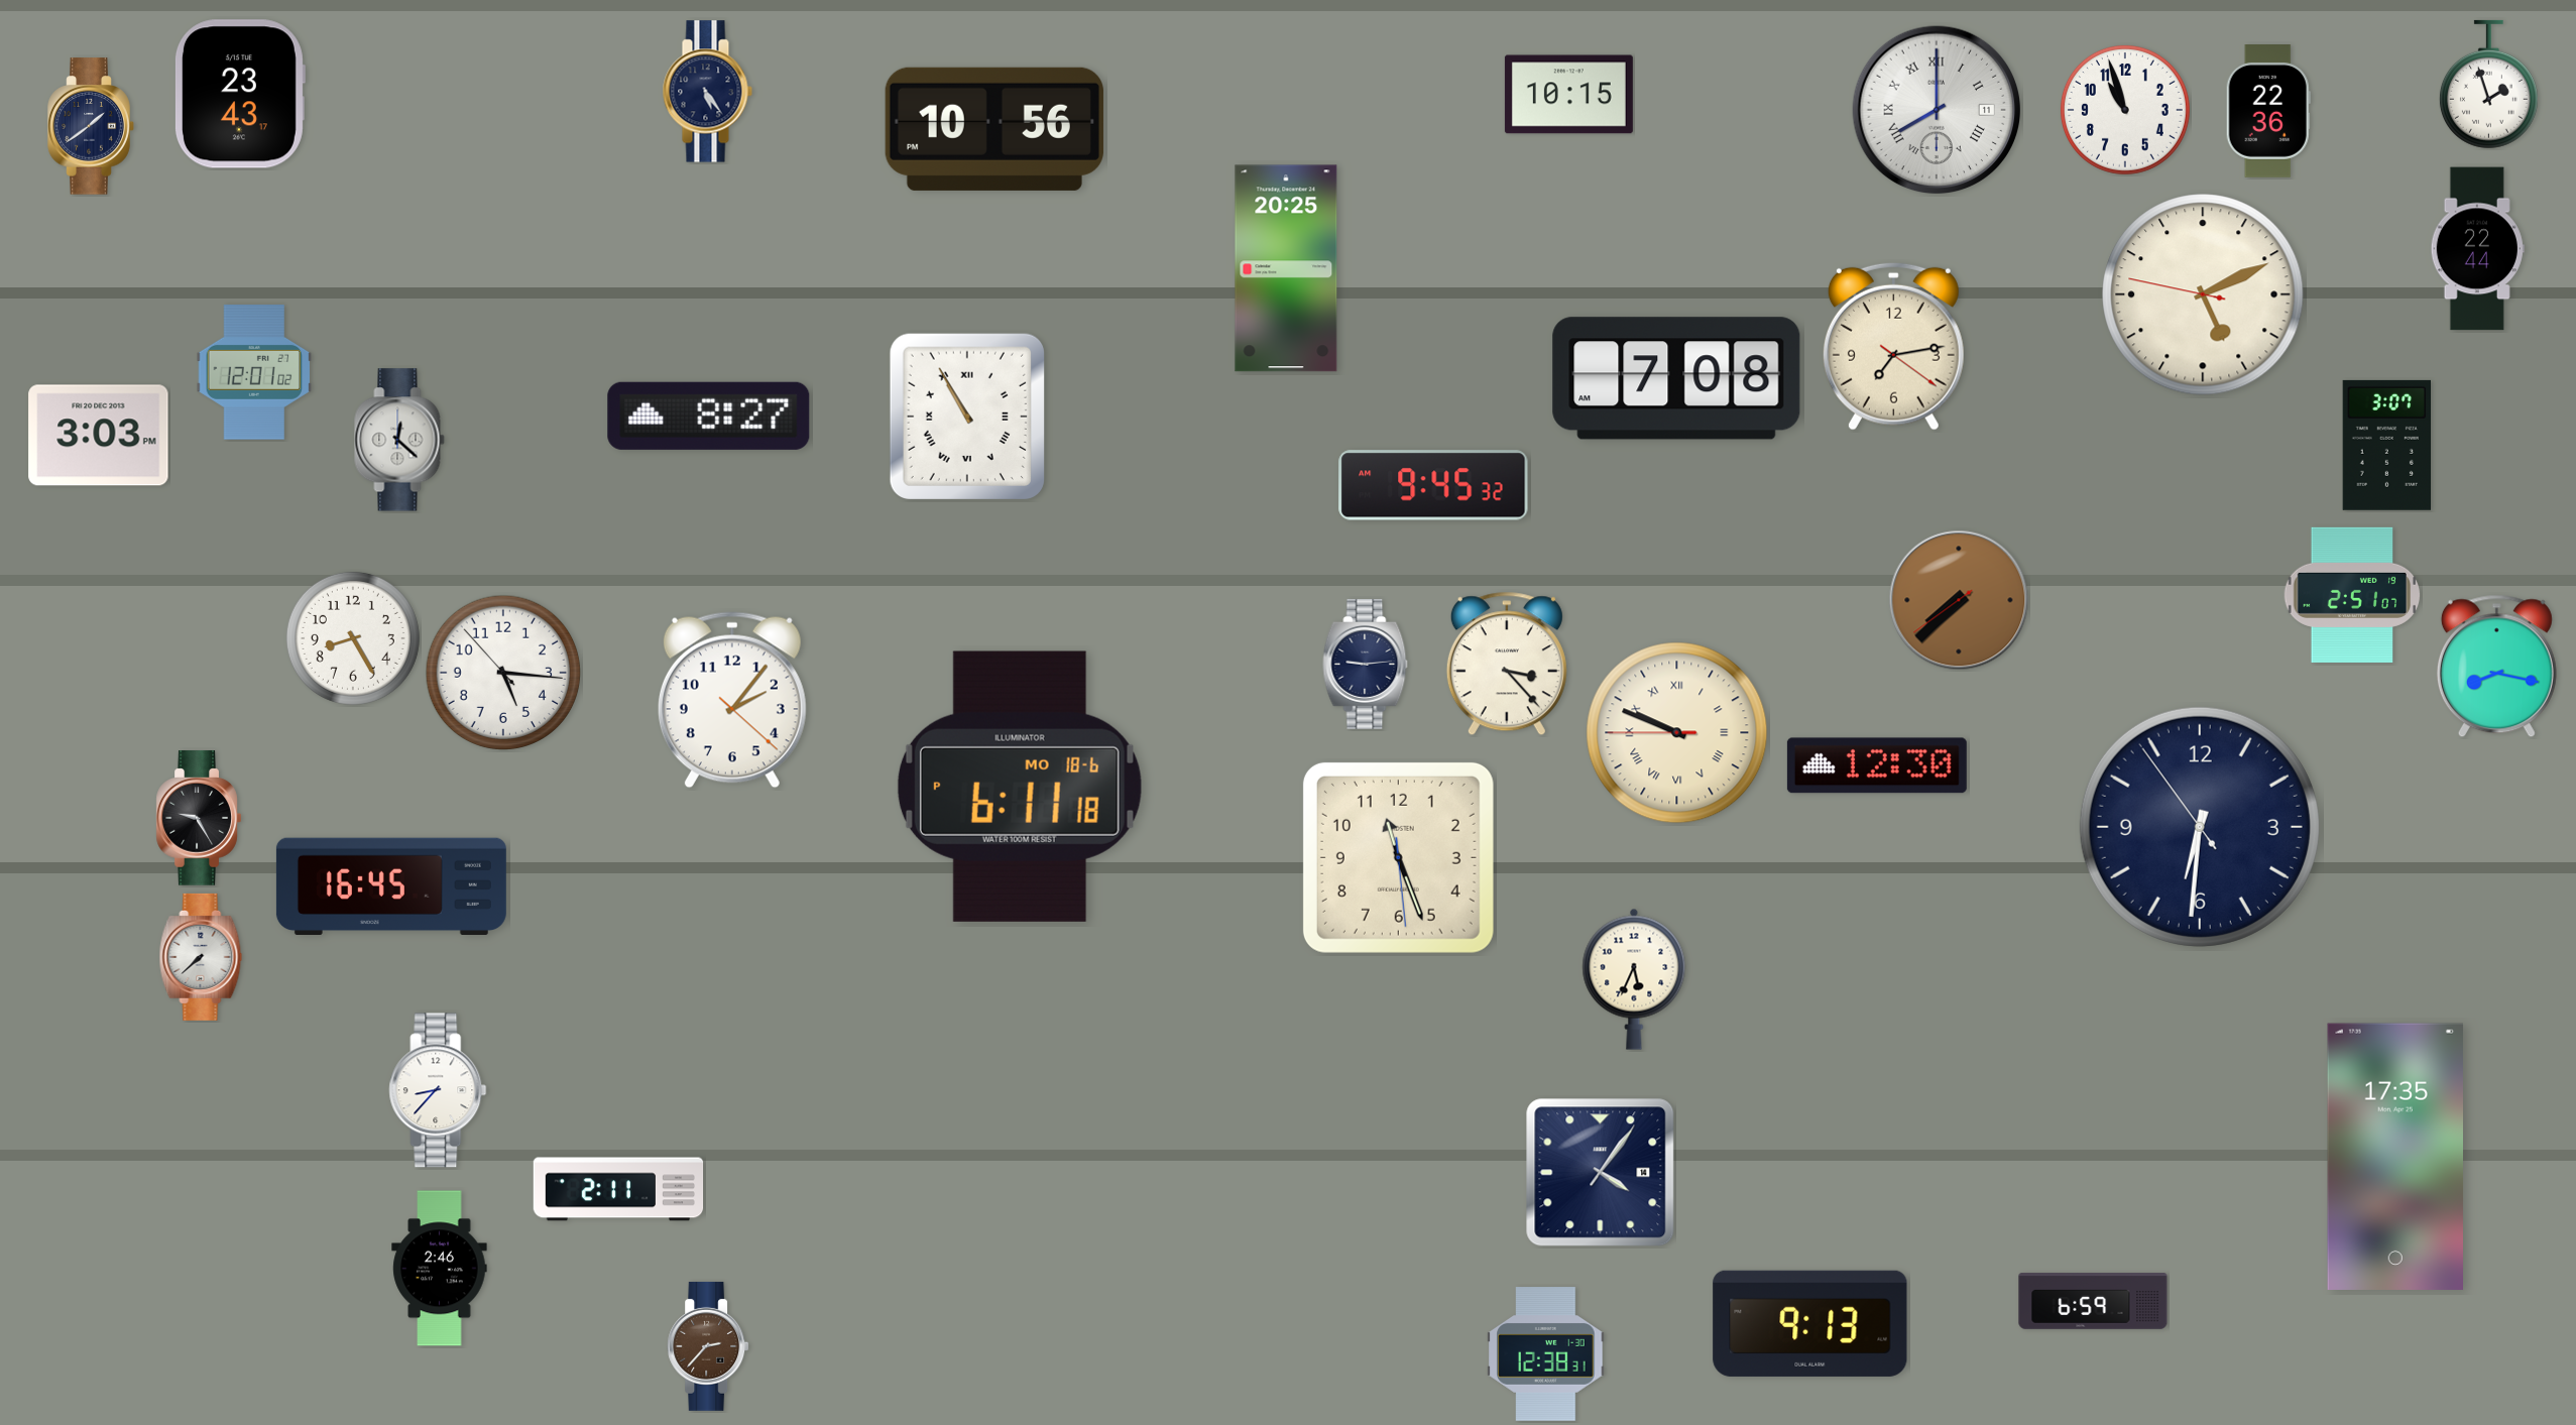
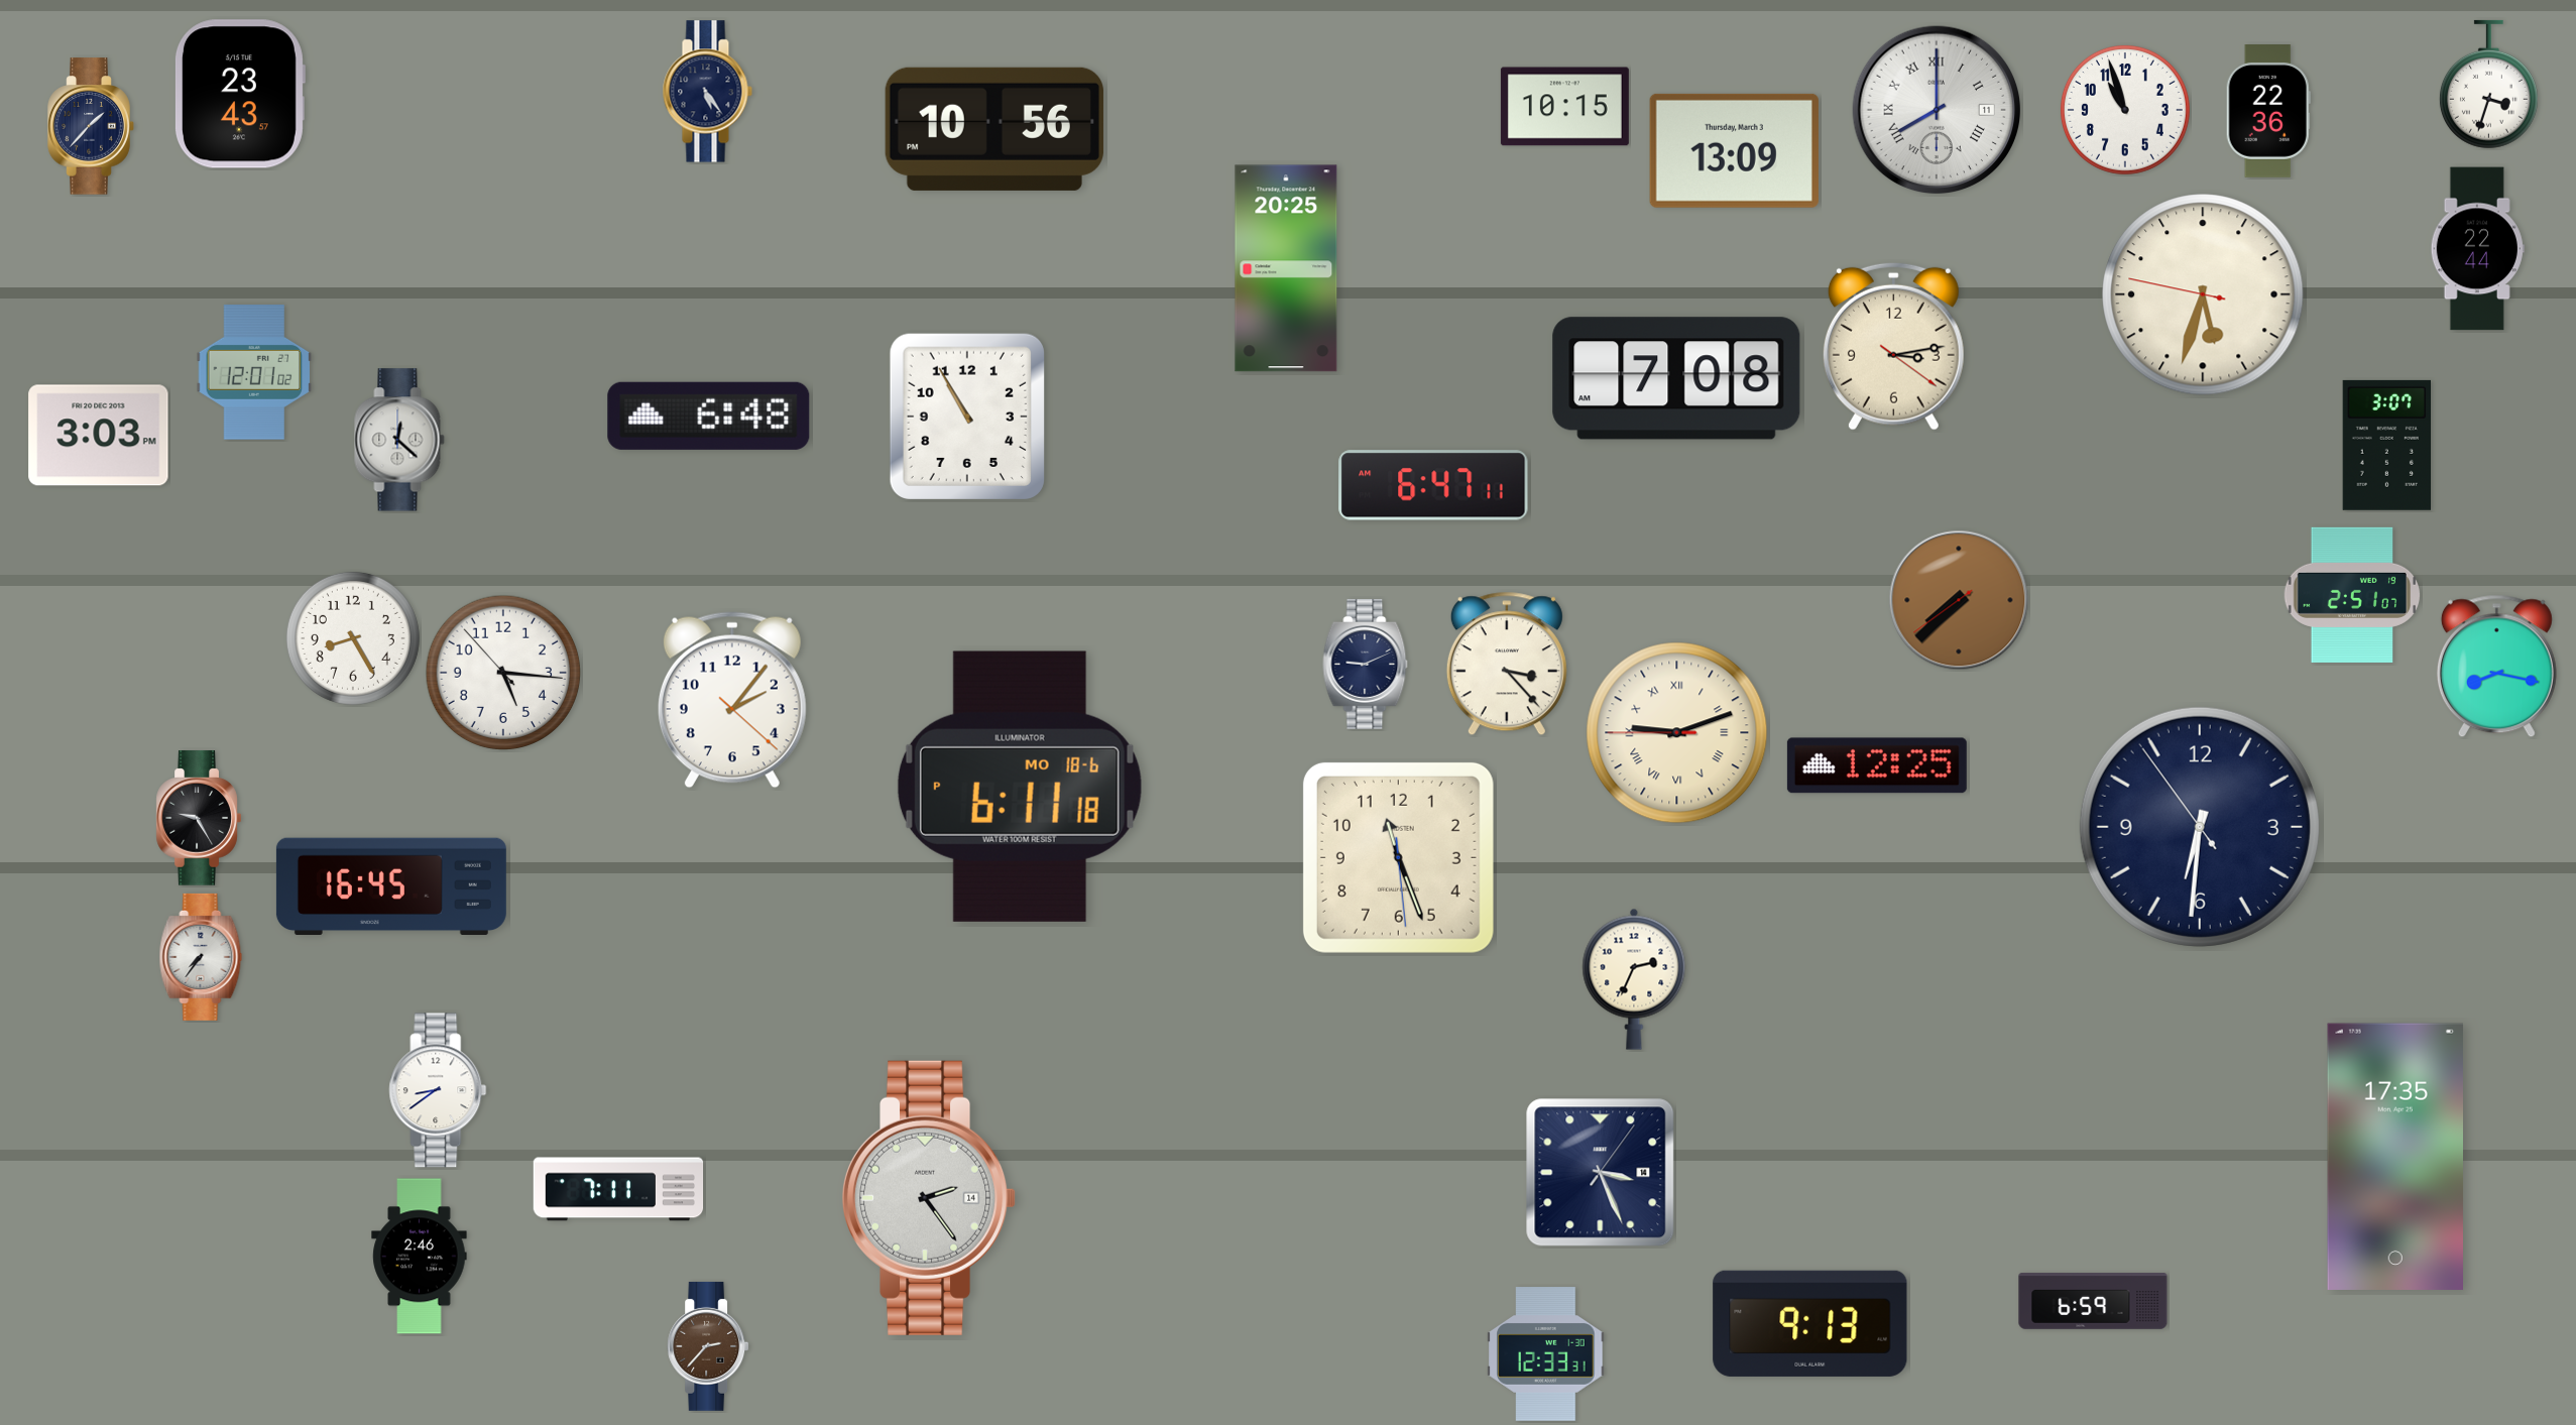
clock at (2488, 85): 1:57 -> 3:33
clock at (239, 94): 23:43:17 -> 23:43:57
clock at (1568, 95) position: (1568, 95) -> (1564, 107)
clock at (91, 126): 1:39 -> 1:37
clock at (1734, 150): none -> 13:09
clock at (2203, 294): 5:10 -> 5:32
clock at (1893, 346): 7:13 -> 3:13
clock at (709, 415): 8:27 -> 6:48
clock at (967, 417) numerals: Roman -> Arabic
clock at (1433, 485): 9:45 -> 6:47
clock at (1366, 664): 9:14 -> 9:11
clock at (1677, 733): 9:48 -> 9:11
clock at (1877, 765): 12:30 -> 12:25
clock at (201, 957): 7:38 -> 7:36
clock at (1634, 979): 5:34 -> 2:34
clock at (438, 1090): 8:37 -> 8:39
clock at (1601, 1173): 4:06 -> 3:26
clock at (618, 1189): 2:11 -> 7:11
clock at (929, 1198): none -> 2:24
clock at (440, 1269) position: (440, 1269) -> (420, 1257)
clock at (1546, 1354): 12:38 -> 12:33
